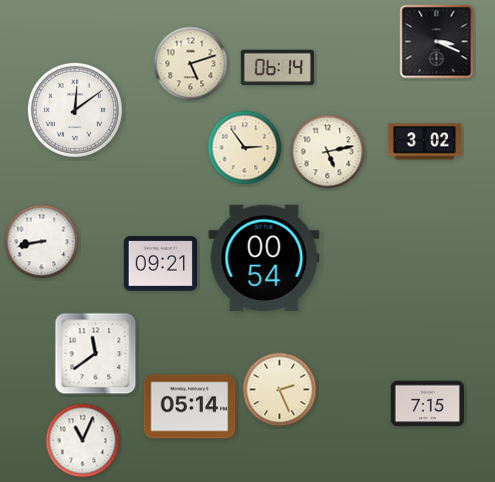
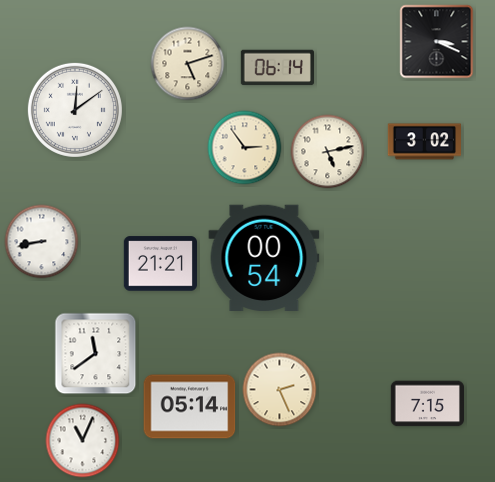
clock at (191, 64) position: (191, 64) -> (188, 64)
clock at (160, 264): 09:21 -> 21:21
